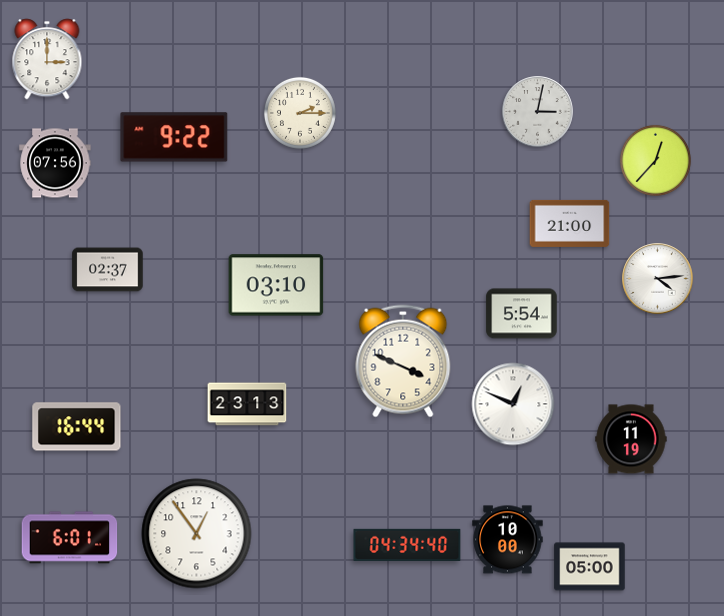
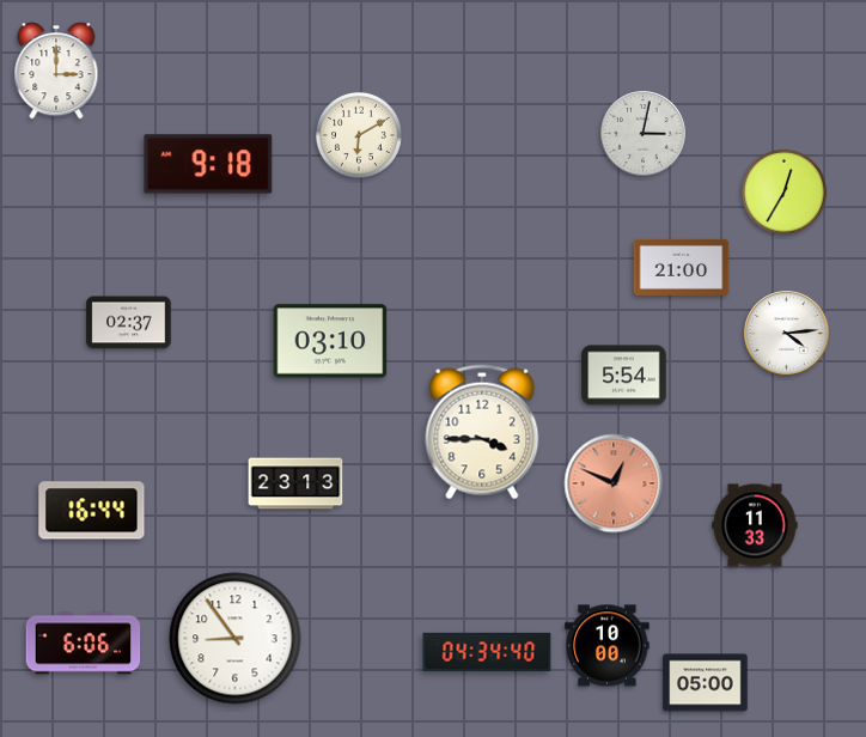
clock at (300, 113): 2:15 -> 6:10
clock at (174, 137): 9:22 -> 9:18
clock at (655, 160): 12:37 -> 12:35
clock at (55, 163): 07:56 -> none
clock at (403, 361): 3:49 -> 3:45
clock at (513, 404) dial: white -> salmon
clock at (631, 439): 11:19 -> 11:33
clock at (197, 534): 12:54 -> 8:54
clock at (70, 538): 6:01 -> 6:06
clock at (590, 567) position: (590, 567) -> (706, 683)
